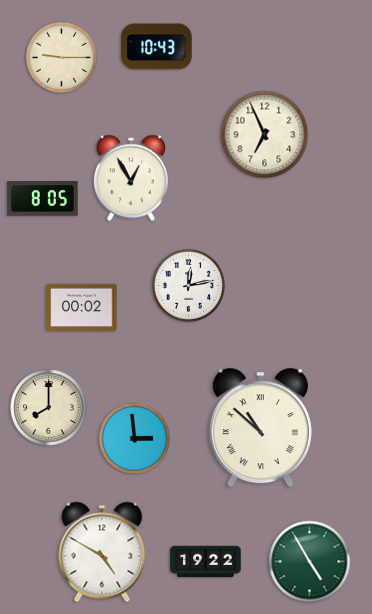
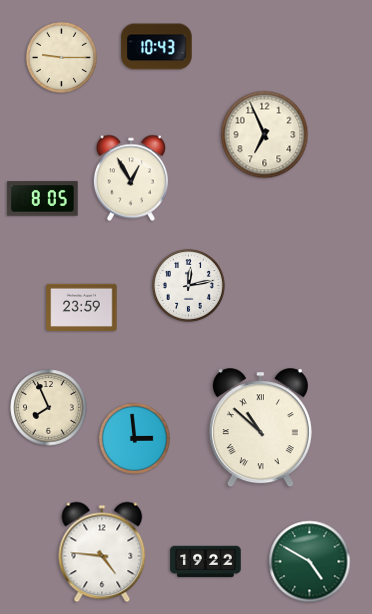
clock at (82, 308): 00:02 -> 23:59
clock at (49, 408): 8:00 -> 7:56
clock at (102, 552): 4:50 -> 4:46
clock at (310, 562): 4:55 -> 4:50
